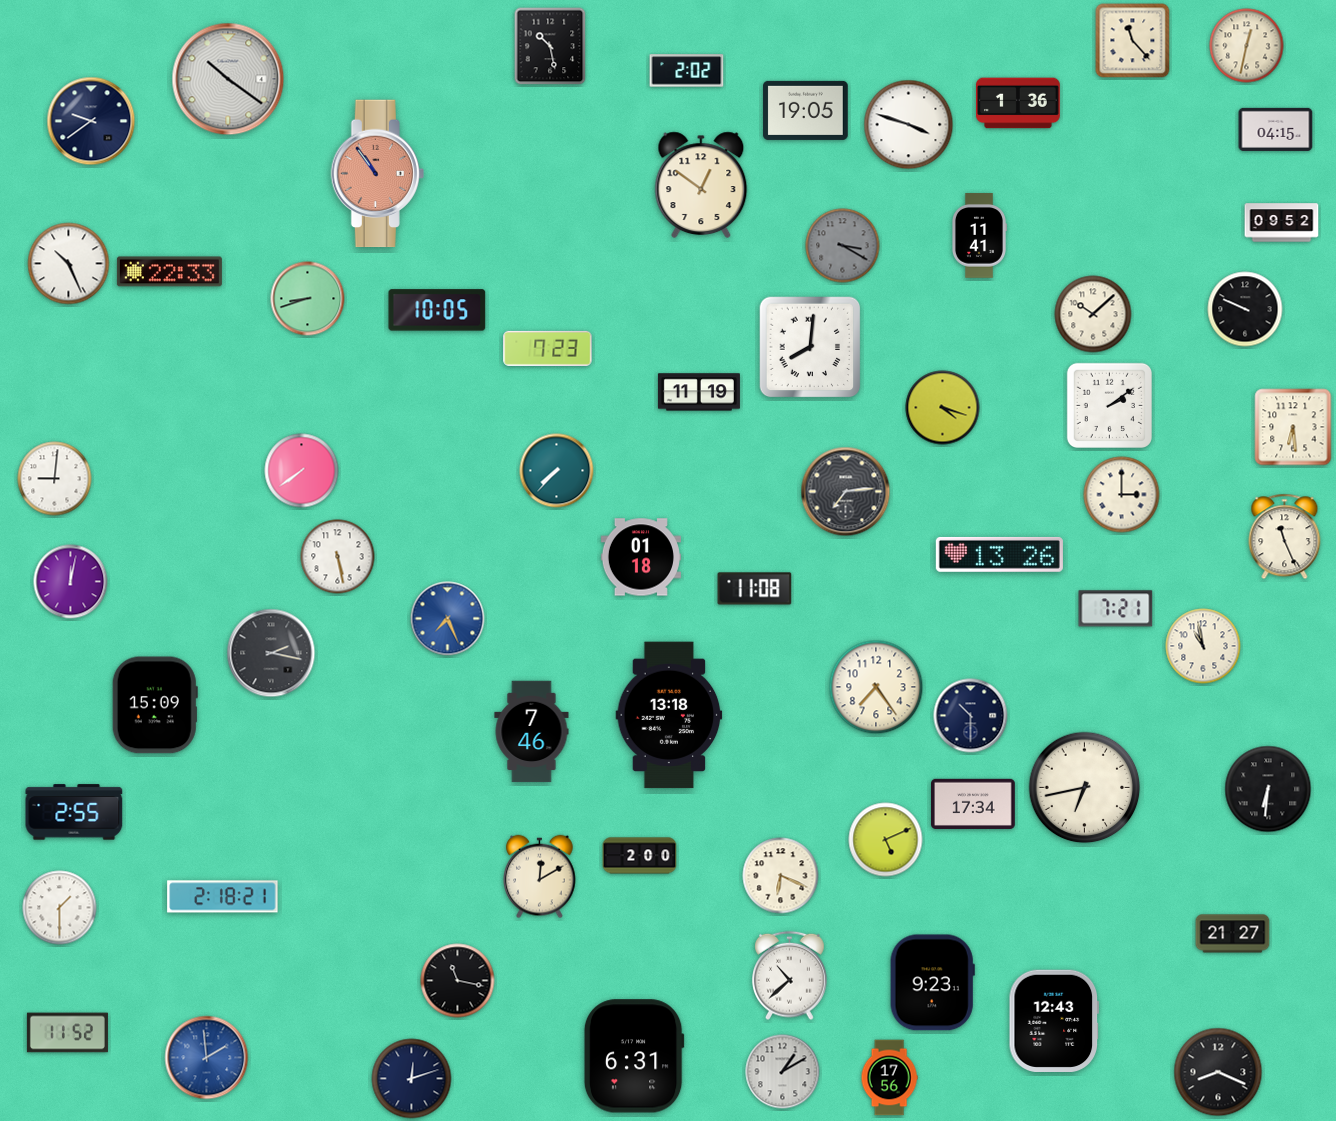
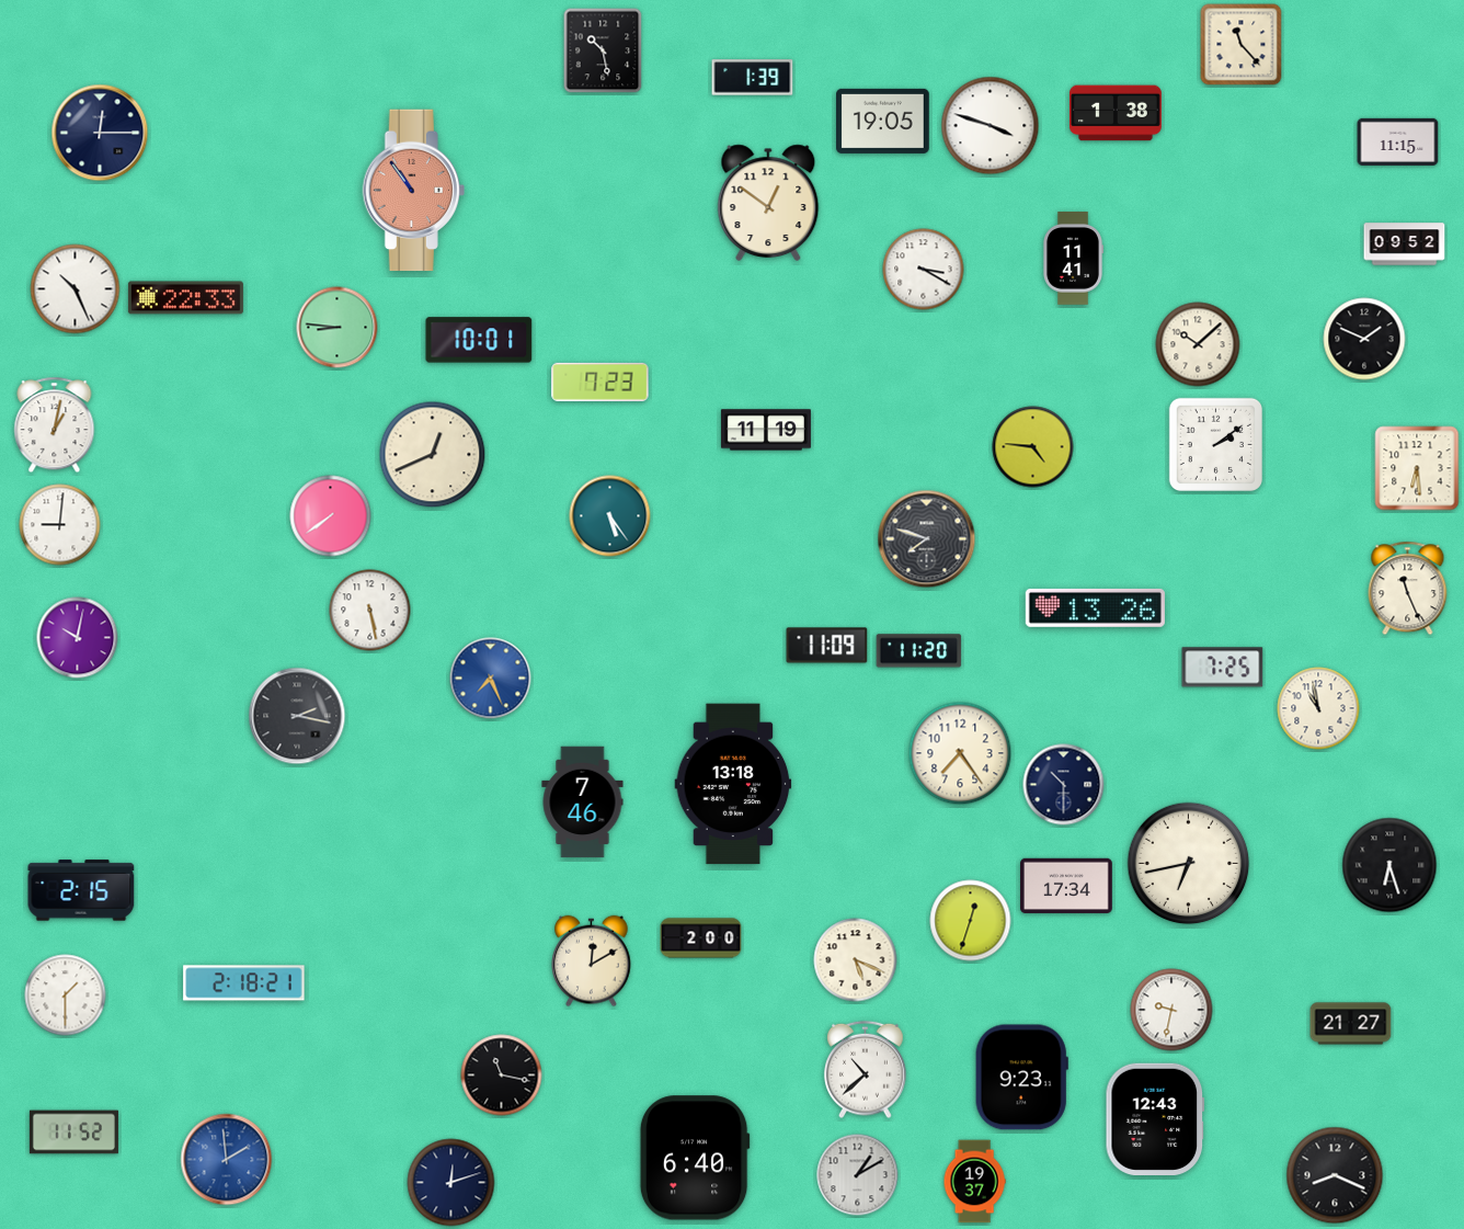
clock at (1247, 46): 12:32 -> none
clock at (687, 71): 2:02 -> 1:39
clock at (228, 79): 10:21 -> none
clock at (1019, 103): 1:36 -> 1:38
clock at (91, 121): 9:39 -> 12:15
clock at (909, 125) position: (909, 125) -> (991, 126)
clock at (1276, 129): 04:15 -> 11:15
clock at (843, 246) dial: grey -> white
clock at (308, 299): 8:42 -> 8:46
clock at (1245, 309): 9:49 -> 1:49
clock at (437, 310): 10:05 -> 10:01
clock at (810, 347): 8:01 -> none
clock at (55, 425): none -> 1:02
clock at (943, 408): 4:18 -> 4:46
clock at (433, 455): none -> 12:41
clock at (557, 471): 7:37 -> 5:24
clock at (846, 492): 7:14 -> 7:48
clock at (1122, 495): 3:00 -> none
clock at (641, 557): 01:18 -> none
clock at (71, 582): 12:02 -> 10:02
clock at (755, 589): 11:08 -> 11:09
clock at (919, 651): none -> 11:20
clock at (1116, 609): 7:21 -> 7:25
clock at (155, 705): 15:09 -> none
clock at (1268, 789): 6:31 -> 6:27
clock at (974, 804) position: (974, 804) -> (1067, 886)
clock at (74, 812): 2:55 -> 2:15
clock at (886, 840): 5:11 -> 12:33
clock at (781, 876): 6:19 -> 5:19
clock at (1171, 1010): none -> 9:32
clock at (634, 1056): 6:31 -> 6:40
clock at (889, 1078): 17:56 -> 19:37
